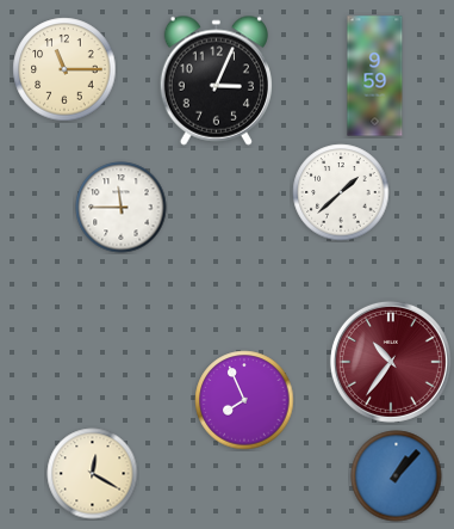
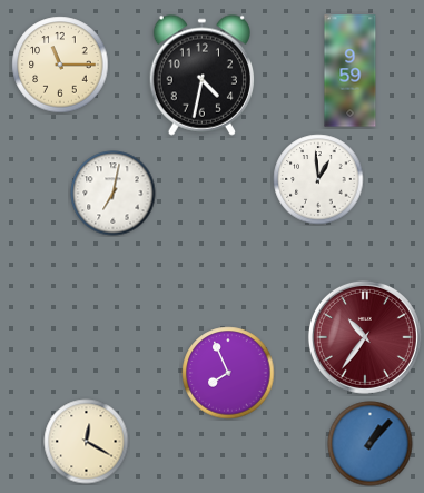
clock at (216, 80): 3:04 -> 4:32
clock at (341, 192): 1:38 -> 12:59
clock at (122, 208): 11:45 -> 7:02
